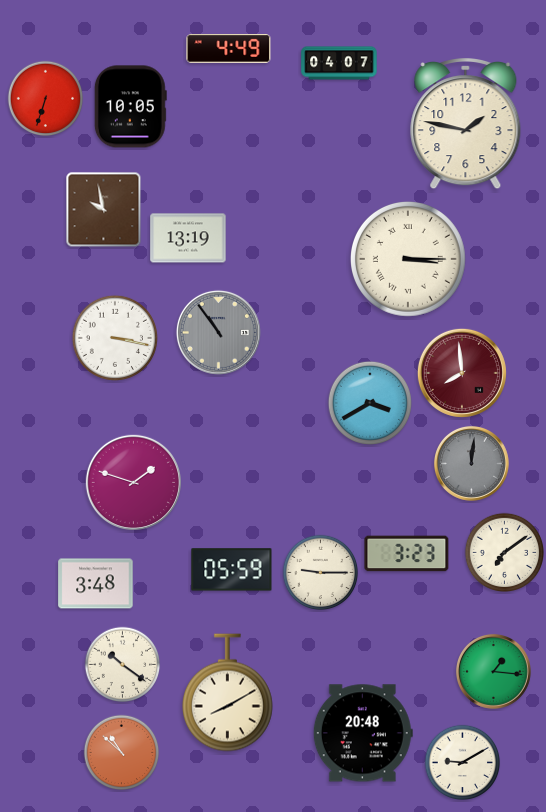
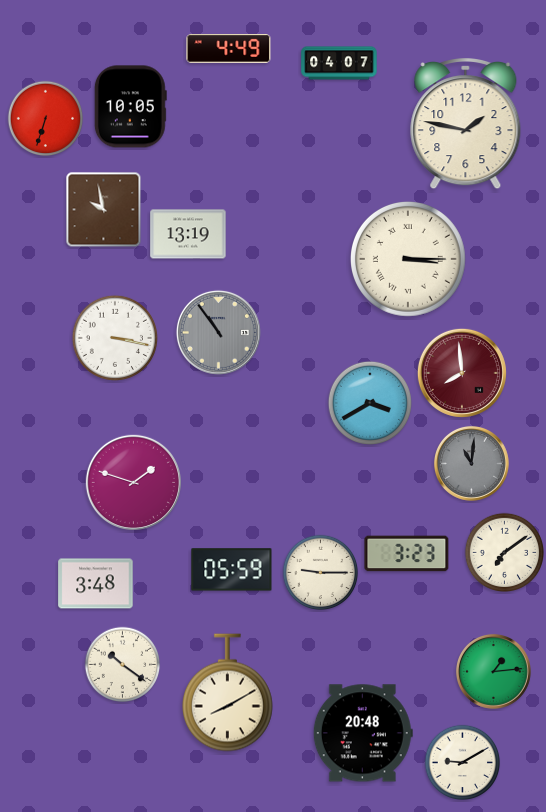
clock at (46, 99) position: (46, 99) -> (46, 119)
clock at (188, 238) position: (188, 238) -> (188, 234)
clock at (471, 463): 12:01 -> 11:01
clock at (493, 671): 1:16 -> 1:14
clock at (122, 753): 10:52 -> none
